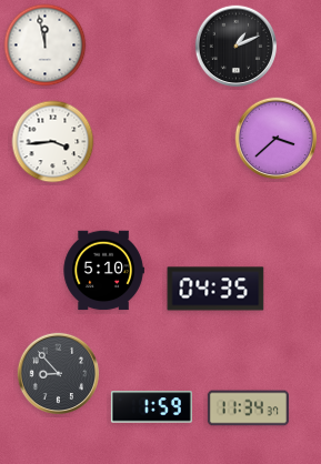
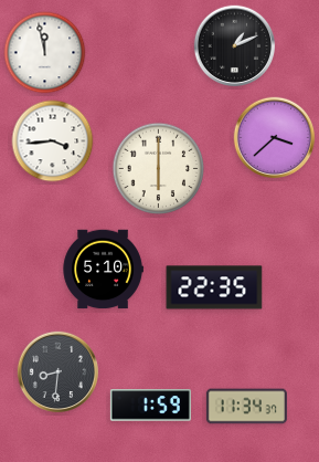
clock at (46, 46) position: (46, 46) -> (45, 53)
clock at (159, 169): none -> 6:00
clock at (215, 289): 04:35 -> 22:35
clock at (59, 374): 8:53 -> 8:31
